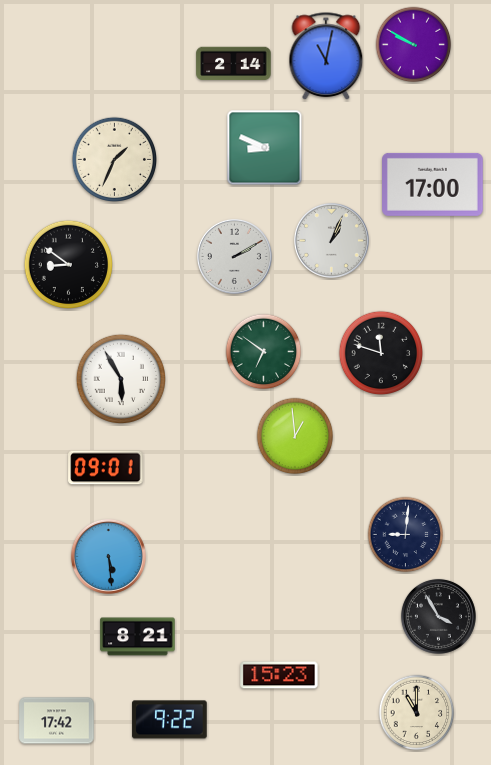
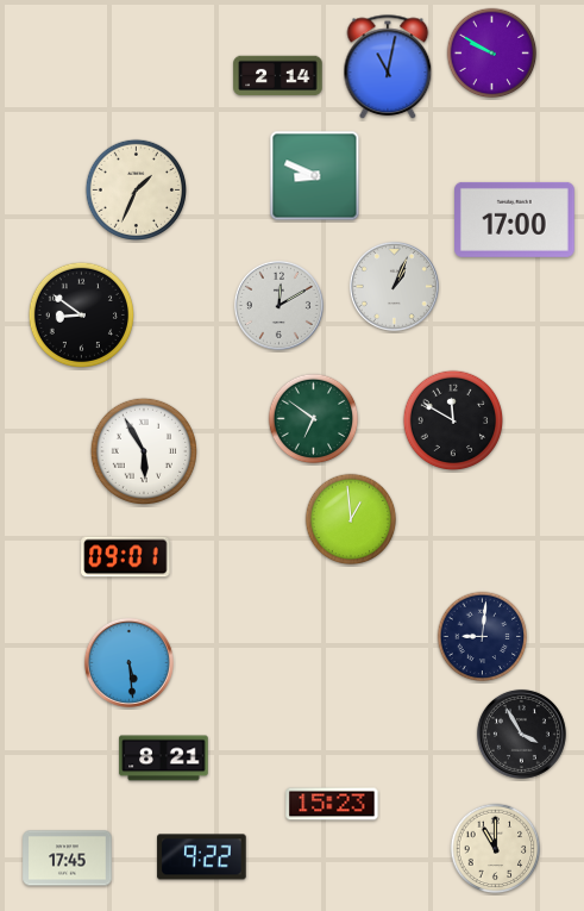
clock at (234, 256): 2:10 -> 12:10
clock at (381, 353): 11:48 -> 11:50
clock at (57, 721): 17:42 -> 17:45
